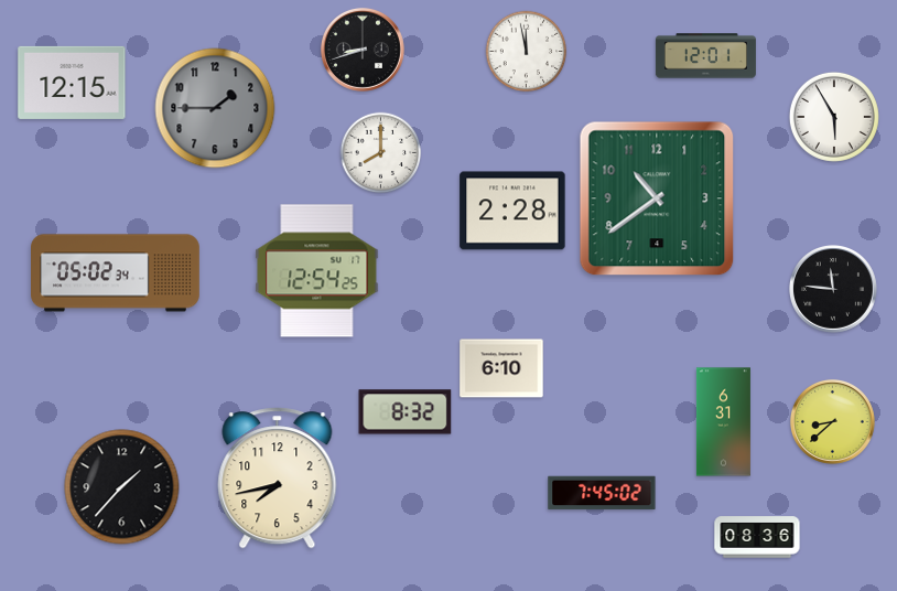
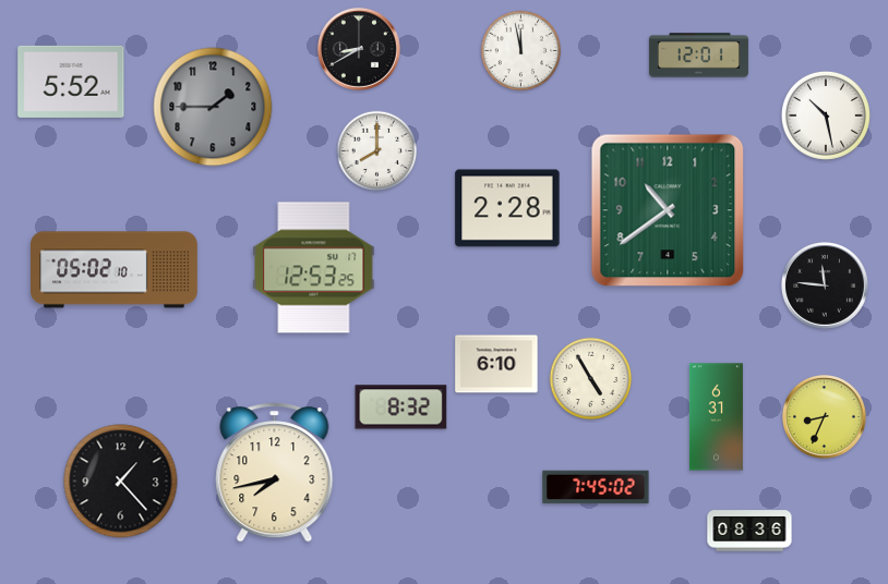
clock at (363, 50): 8:42 -> 8:40
clock at (72, 83): 12:15 -> 5:52
clock at (834, 117): 5:55 -> 10:28
clock at (657, 198) position: (657, 198) -> (668, 210)
clock at (317, 271): 12:54 -> 12:53
clock at (116, 273): 05:02:34 -> 05:02:10
clock at (591, 379): none -> 4:55
clock at (832, 421): 8:38 -> 8:34
clock at (122, 487): 1:37 -> 1:23
